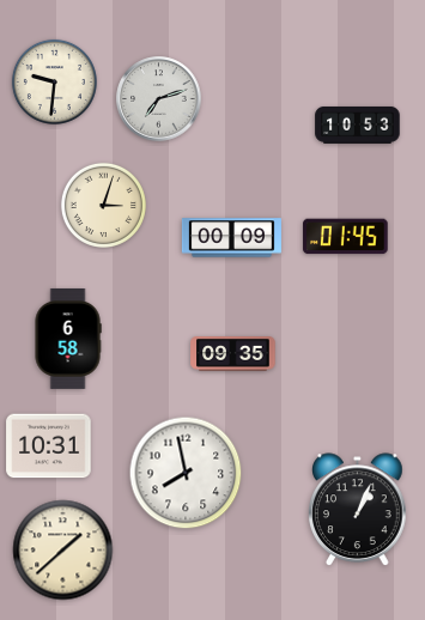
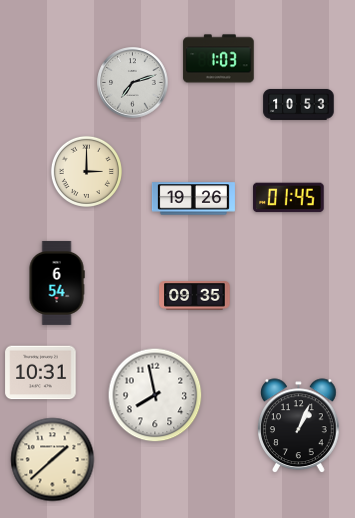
clock at (219, 59): none -> 1:03
clock at (54, 81): 9:31 -> none
clock at (103, 205): 3:03 -> 3:00
clock at (231, 238): 00:09 -> 19:26
clock at (68, 339): 6:58 -> 6:54
